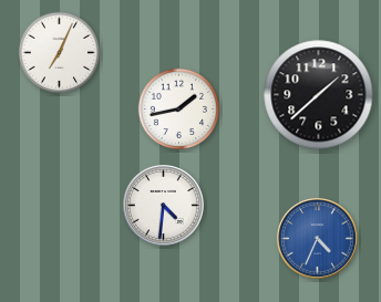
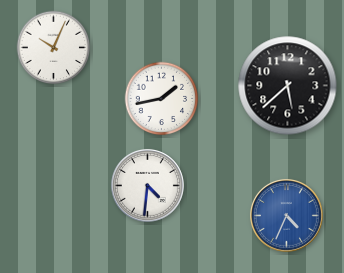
clock at (60, 53): 7:04 -> 10:04
clock at (319, 95): 1:38 -> 5:38
